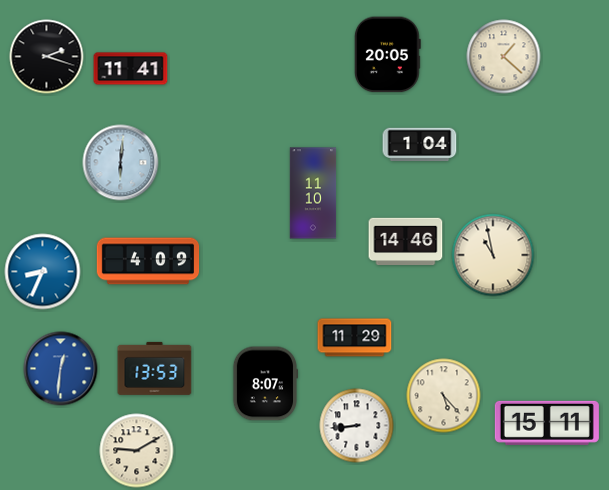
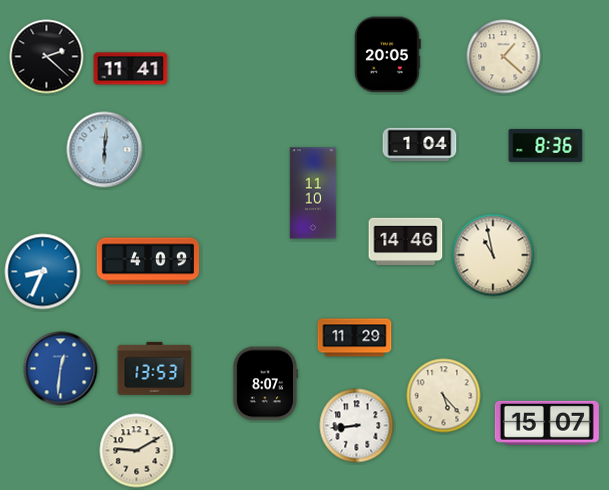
clock at (47, 57): 2:18 -> 2:22
clock at (546, 145): none -> 8:36
clock at (121, 163) position: (121, 163) -> (105, 150)
clock at (547, 423): 15:11 -> 15:07
